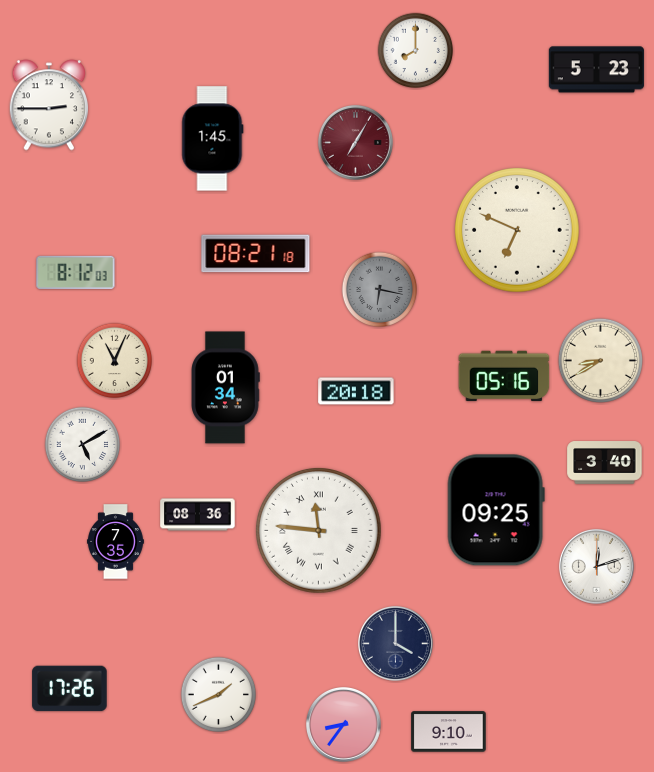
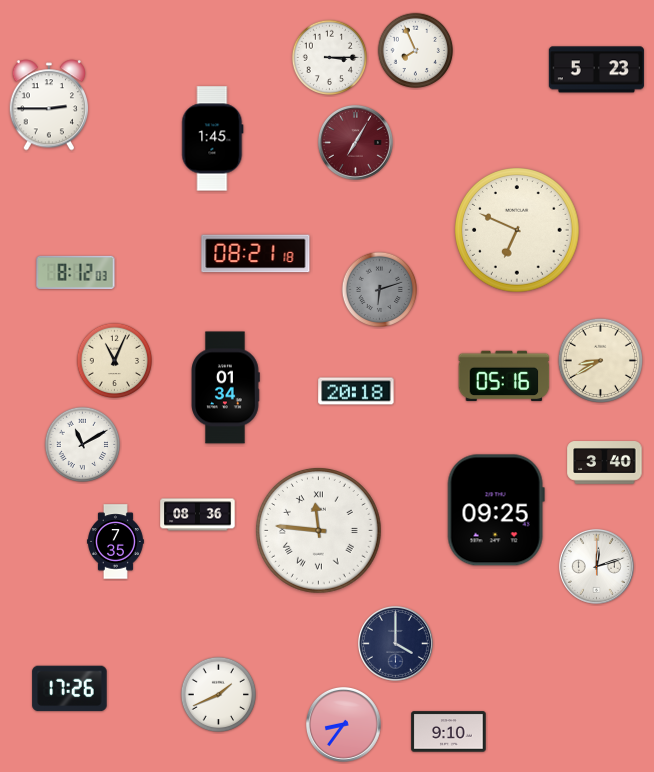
clock at (416, 51): 8:00 -> 7:56
clock at (330, 58): none -> 3:15
clock at (380, 290): 6:17 -> 6:12
clock at (83, 445): 5:10 -> 11:10
